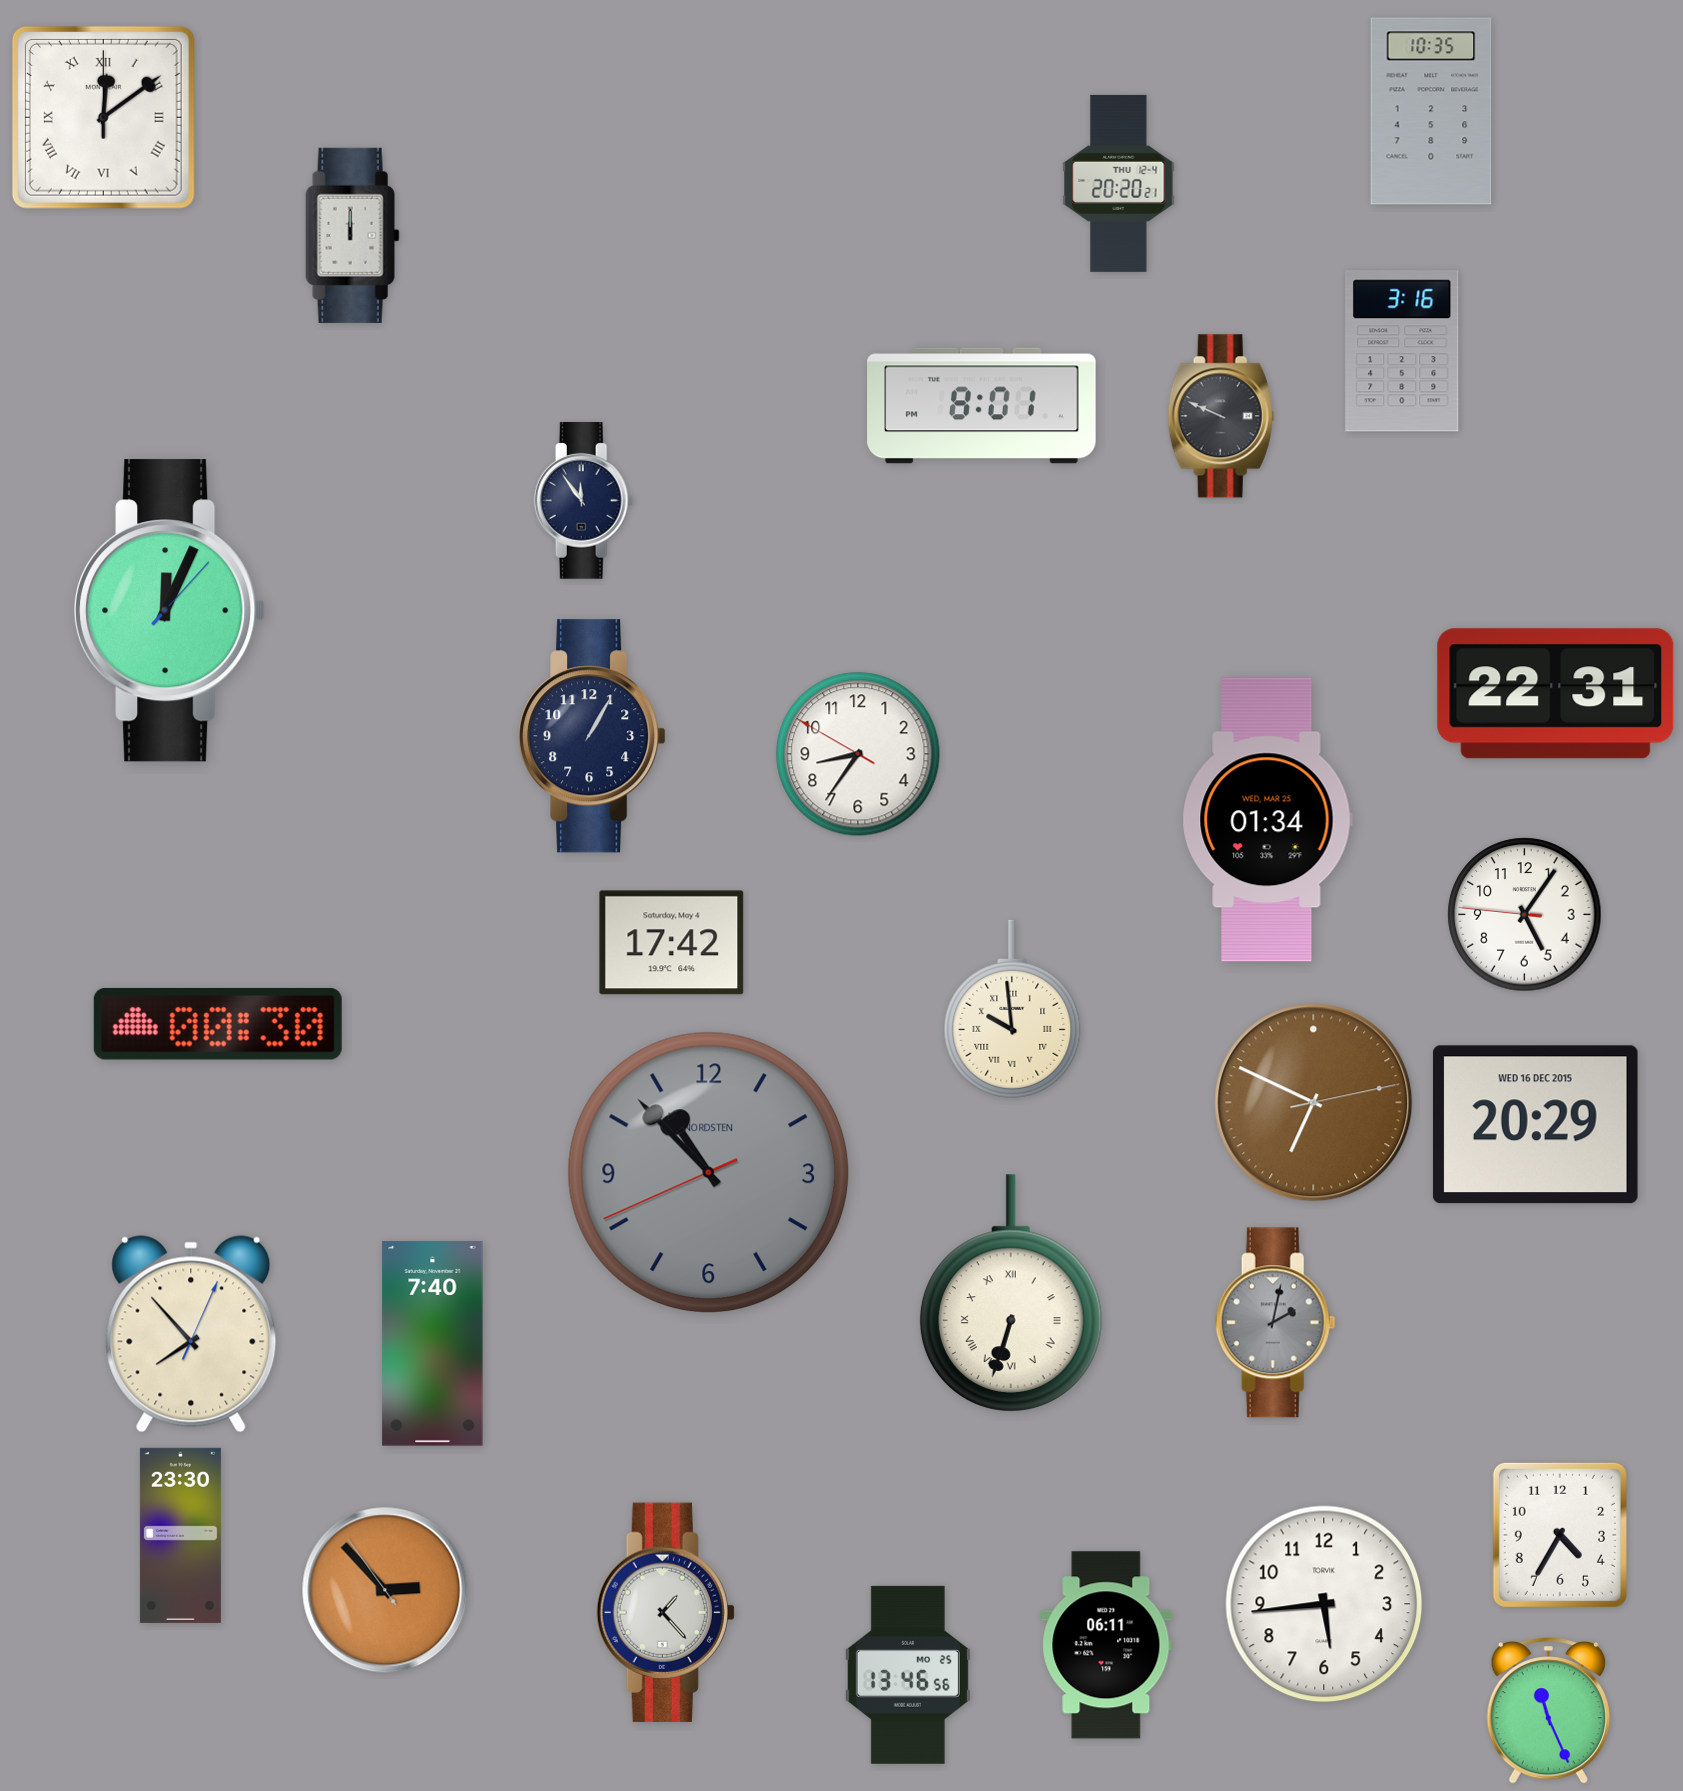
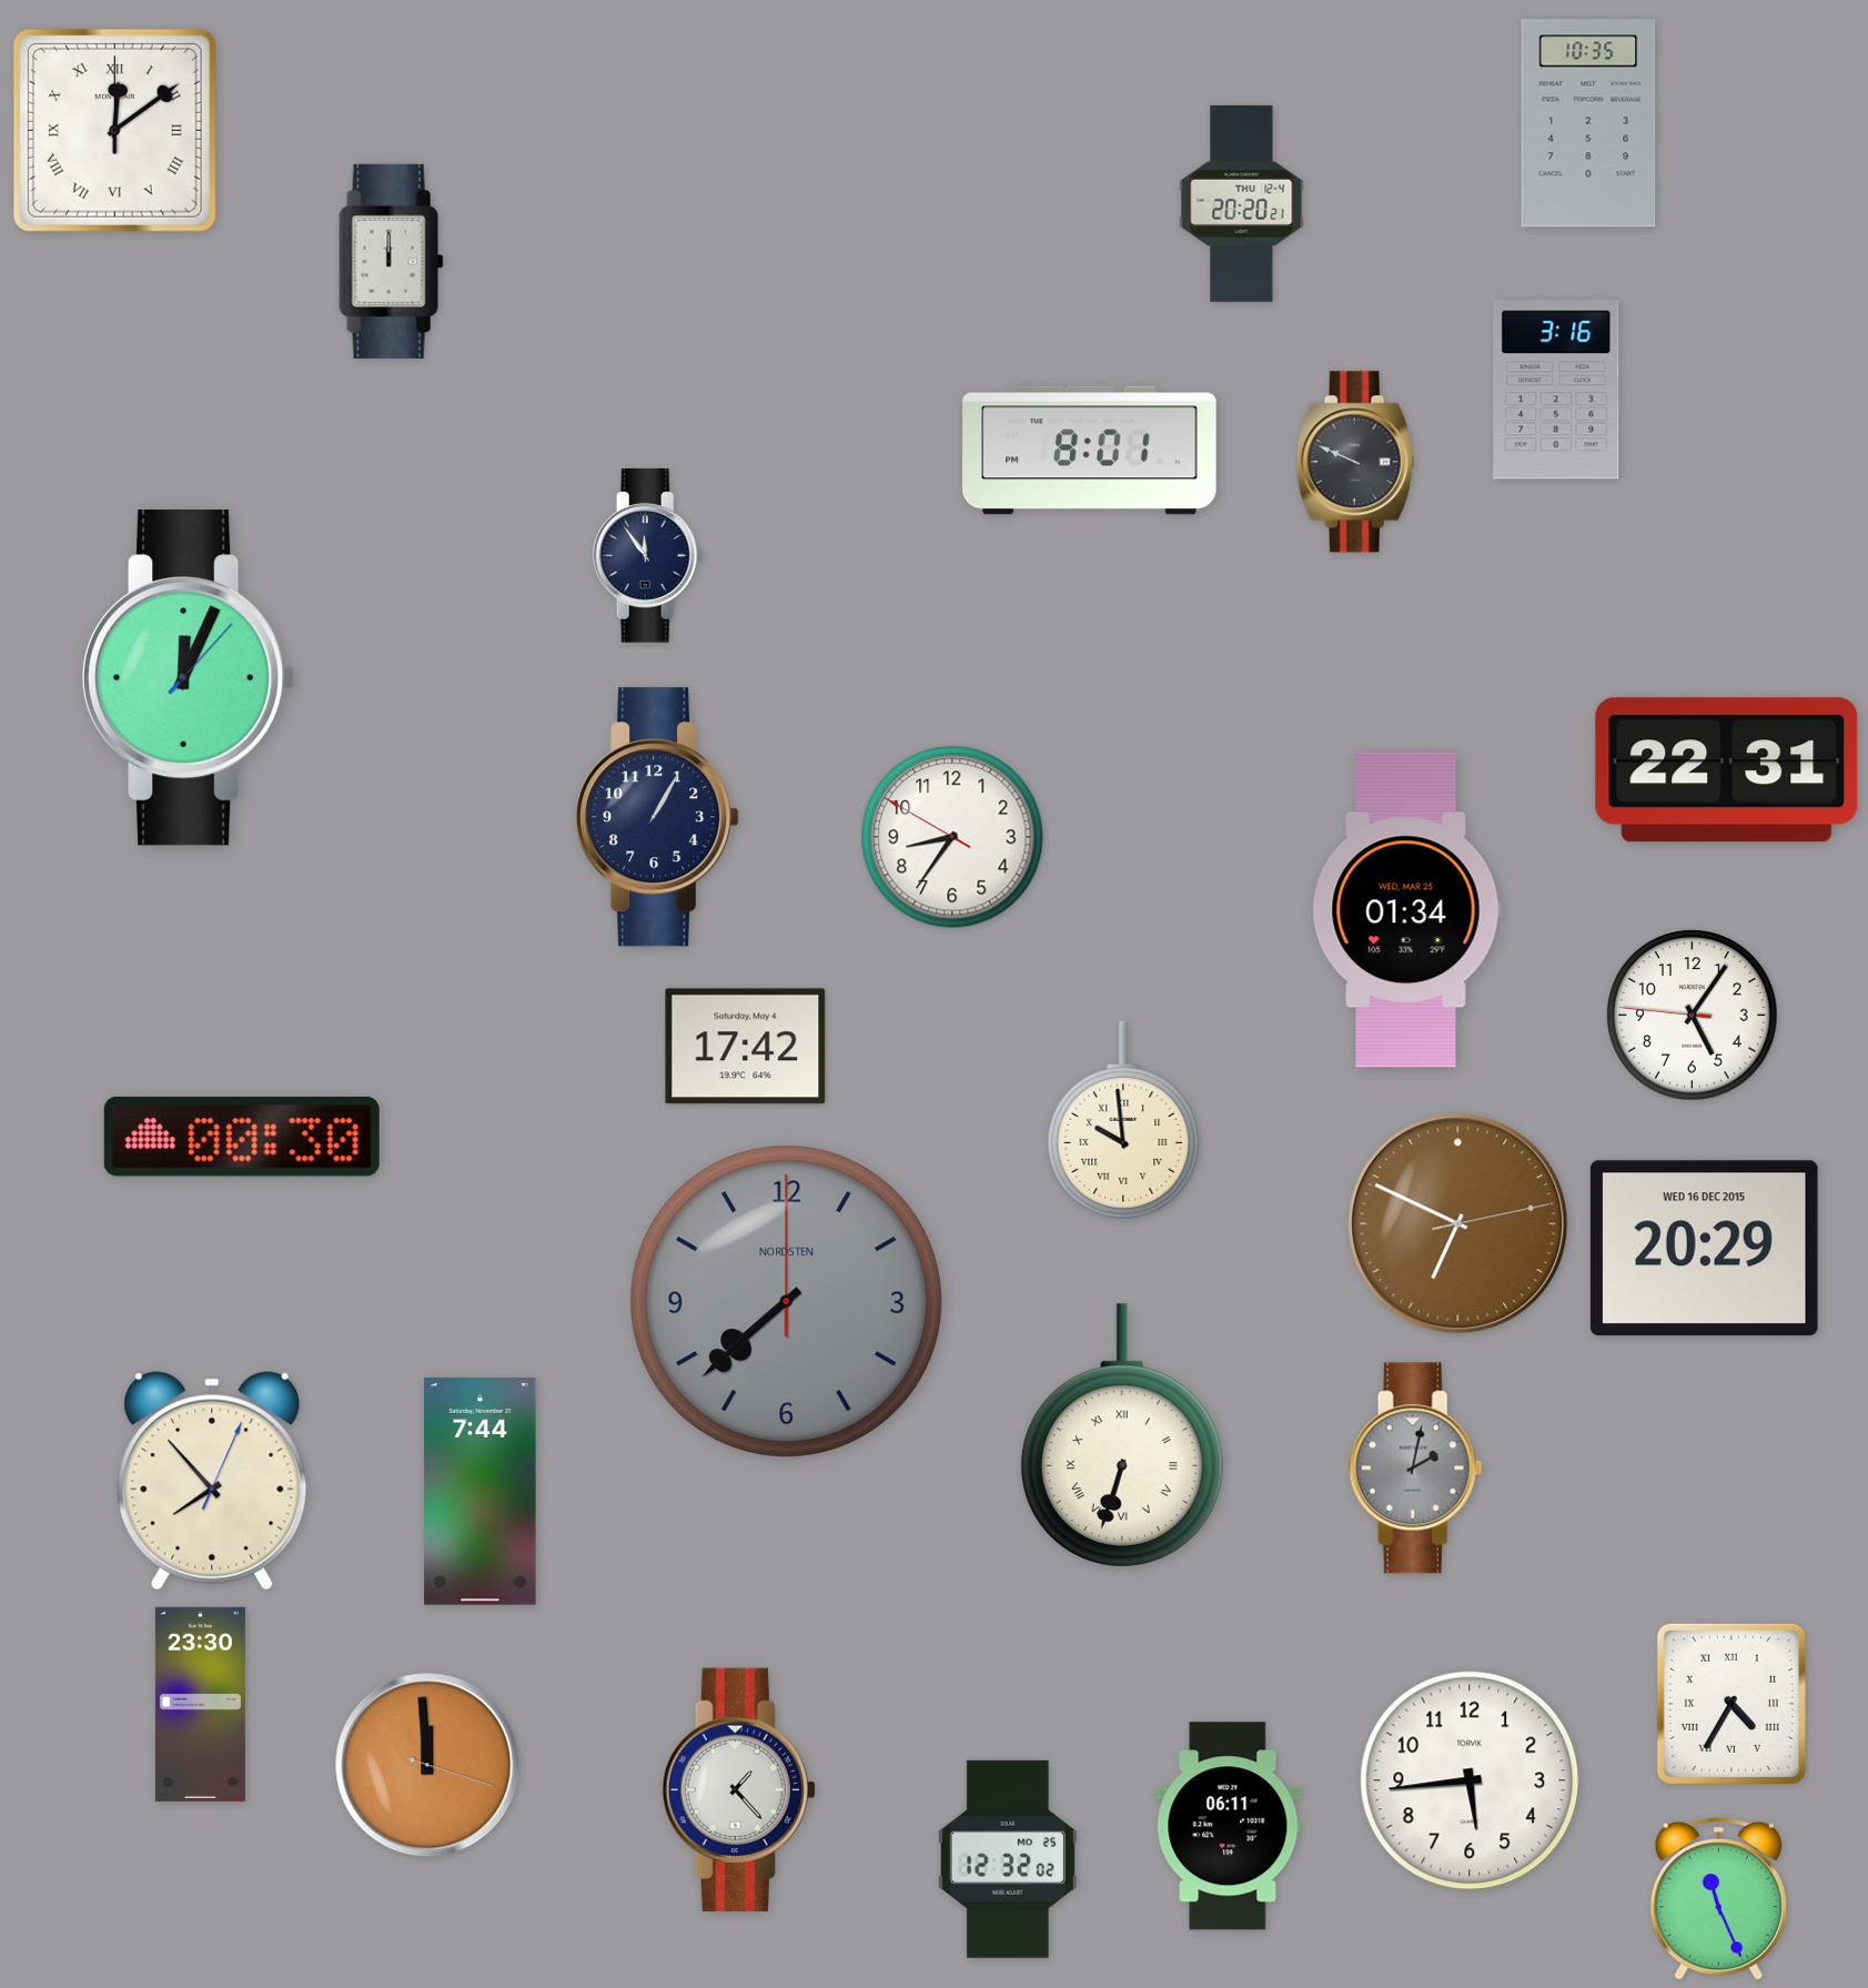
clock at (708, 1172): 10:52 -> 7:38
clock at (433, 1344): 7:40 -> 7:44
clock at (1560, 1535) numerals: Arabic -> Roman
clock at (385, 1590): 2:52 -> 11:59
clock at (908, 1675): 13:46 -> 12:32
